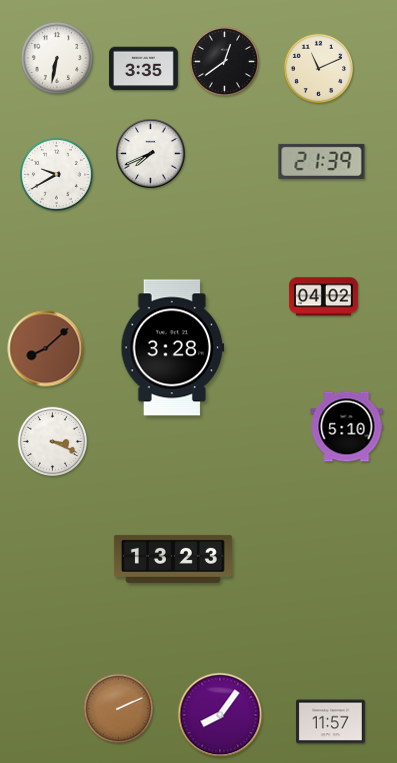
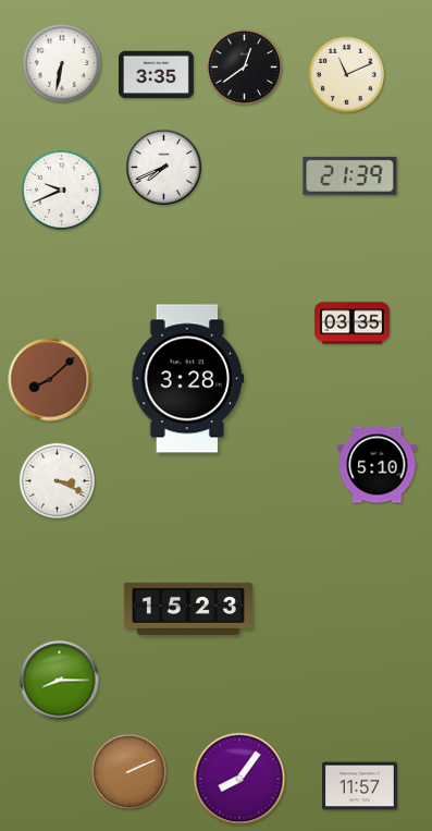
clock at (57, 175): 9:40 -> 9:41
clock at (323, 297): 04:02 -> 03:35
clock at (173, 559): 13:23 -> 15:23
clock at (60, 681): none -> 8:15
